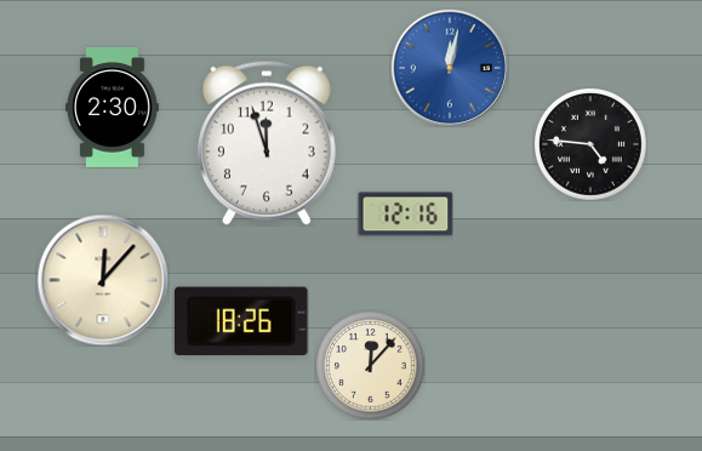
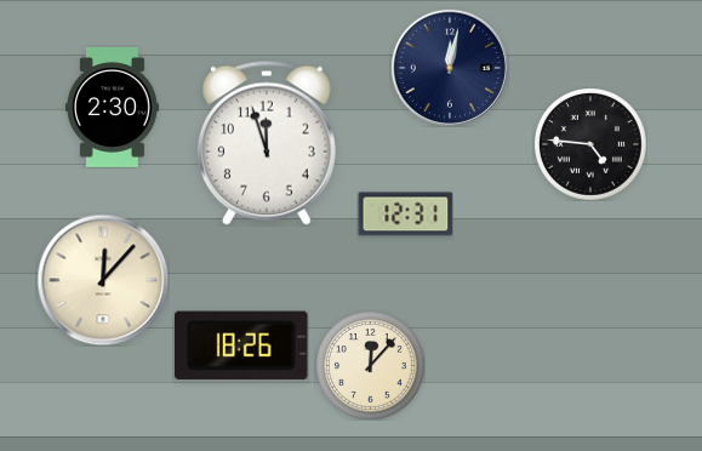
clock at (450, 68) dial: blue -> navy
clock at (405, 215): 12:16 -> 12:31
clock at (242, 321) position: (242, 321) -> (242, 346)
